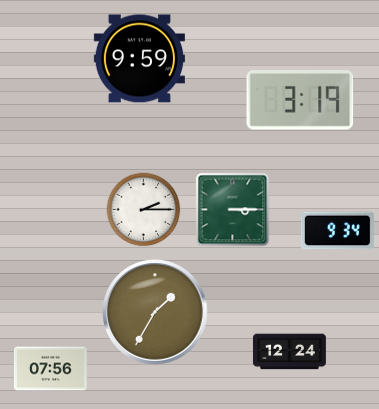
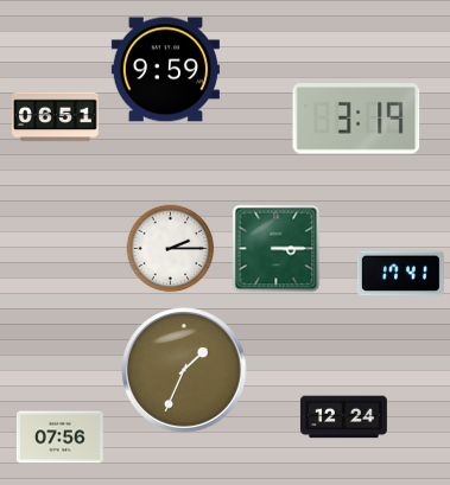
clock at (55, 117): none -> 06:51
clock at (337, 231): 9:34 -> 17:41
clock at (155, 312): 1:35 -> 1:34
